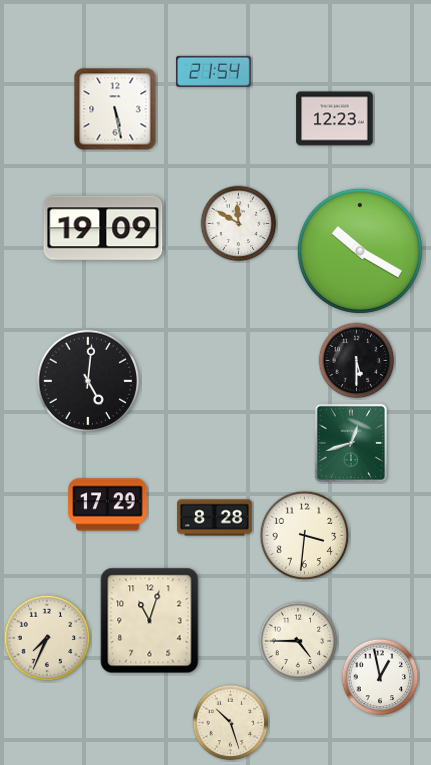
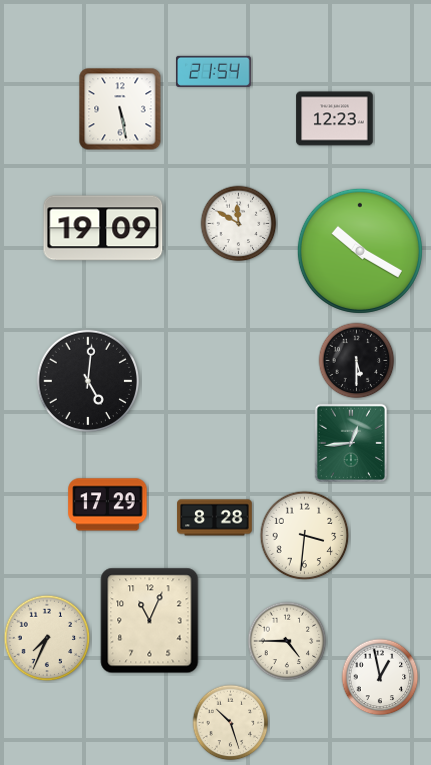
clock at (115, 109) position: (115, 109) -> (120, 109)
clock at (351, 443): 12:42 -> 12:44
clock at (150, 621): 11:03 -> 11:04
clock at (298, 641) position: (298, 641) -> (287, 641)
